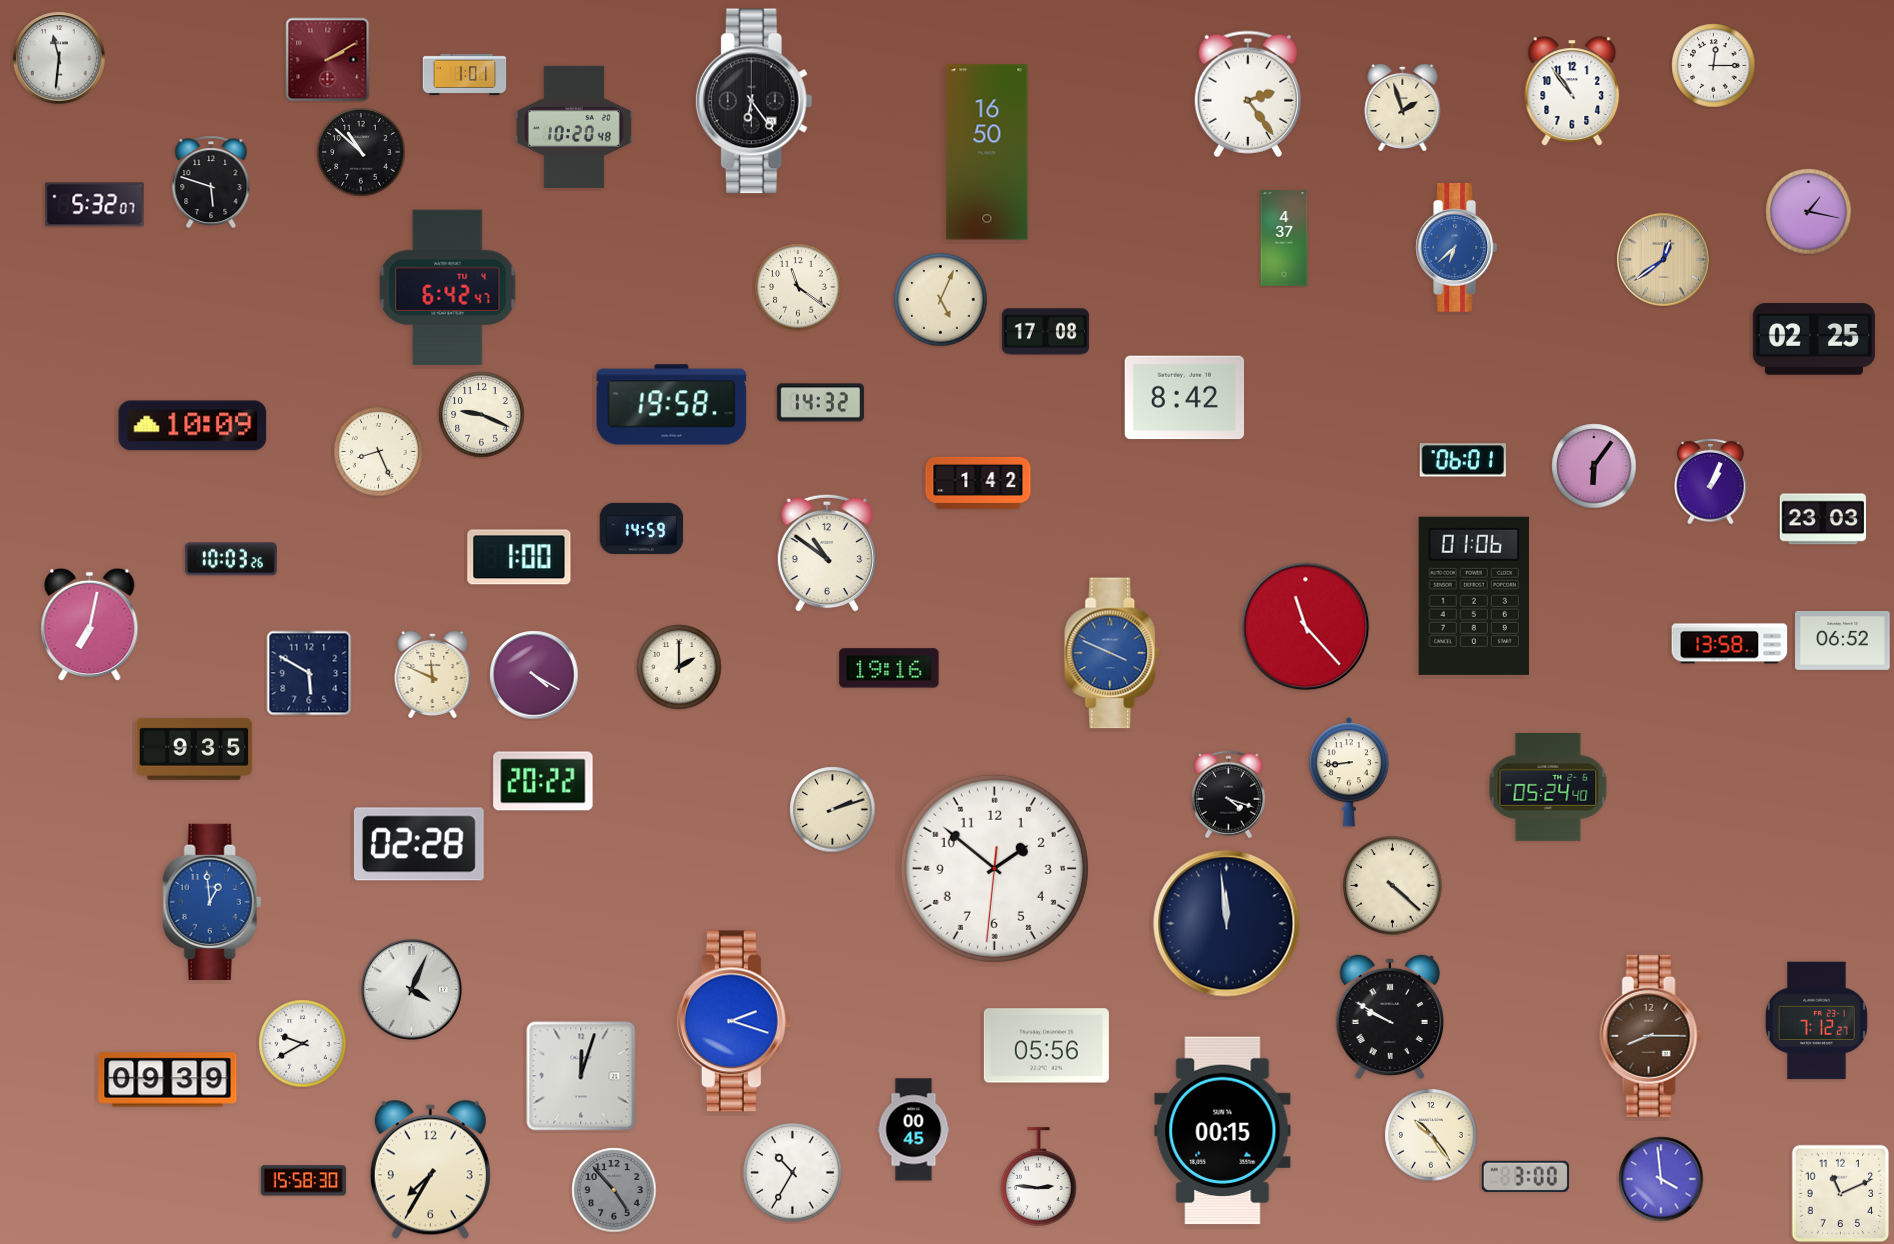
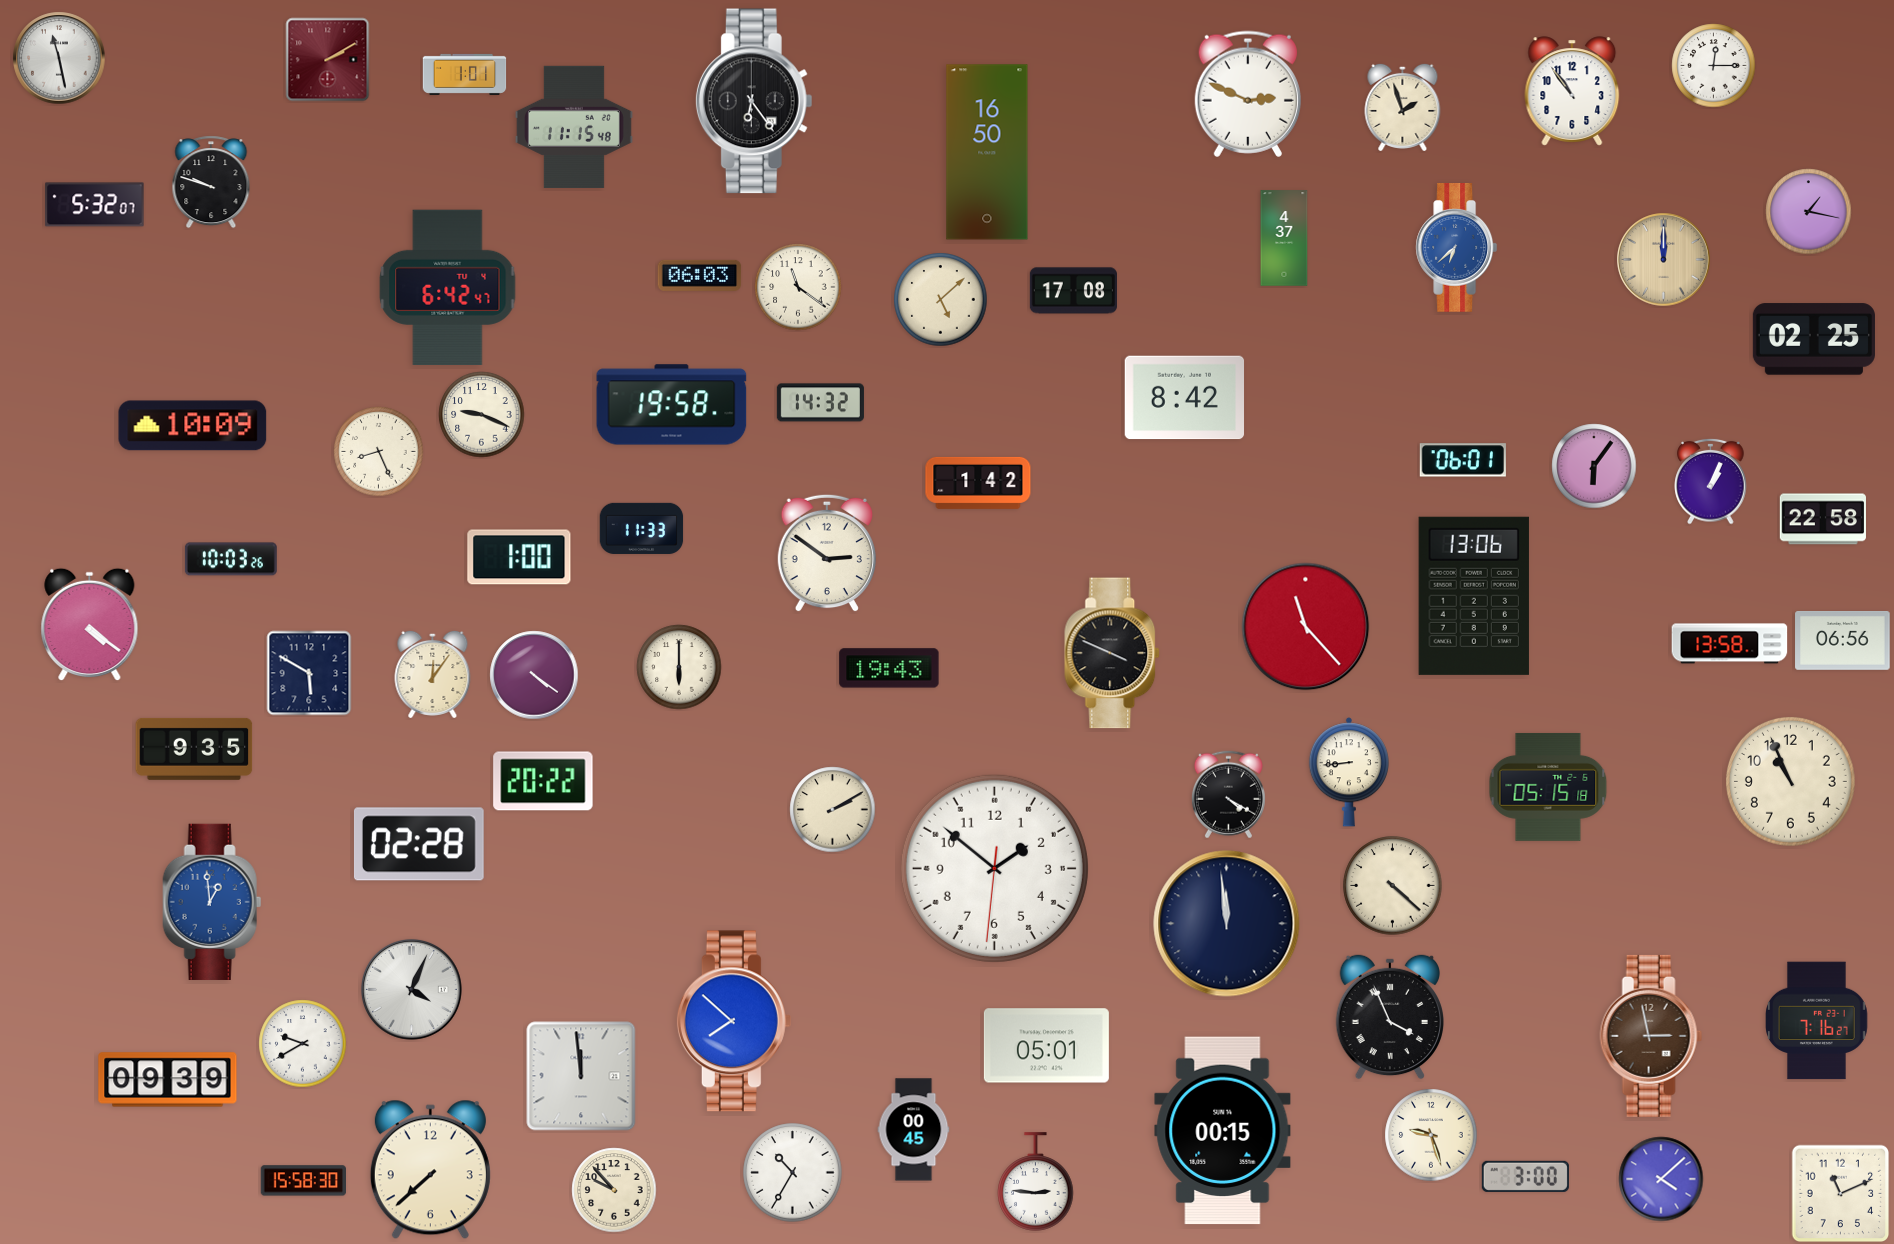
clock at (59, 58): 11:31 -> 11:28
clock at (1248, 94): 2:24 -> 2:49
clock at (574, 127): 10:20 -> 11:15
clock at (361, 152): 10:52 -> none
clock at (211, 182): 5:48 -> 9:48
clock at (1664, 260): 12:39 -> 12:00
clock at (700, 275): none -> 06:03
clock at (941, 300): 5:04 -> 5:08
clock at (1045, 332) position: (1045, 332) -> (1073, 291)
clock at (1823, 519): 23:03 -> 22:58
clock at (642, 528): 14:59 -> 11:33
clock at (827, 553): 10:51 -> 2:51
clock at (1474, 596): 01:06 -> 13:06
clock at (90, 625): 7:02 -> 4:21
clock at (1843, 640): 06:52 -> 06:56
clock at (1113, 653) dial: blue -> black
clock at (679, 667): 2:00 -> 6:00
clock at (889, 668): 19:16 -> 19:43
clock at (433, 674): 11:49 -> 12:06
clock at (534, 675): 4:20 -> 4:21
clock at (1790, 781): none -> 10:56
clock at (1548, 787): 05:24 -> 05:15
clock at (1228, 795): 4:18 -> 4:20
clock at (833, 810): 2:12 -> 2:10
clock at (1390, 1017): 9:50 -> 3:56
clock at (734, 1021): 2:18 -> 7:52
clock at (1817, 1021): 7:12 -> 7:16
clock at (1651, 1036): 8:15 -> 2:58
clock at (1046, 1046): 05:56 -> 05:01
clock at (581, 1076): 12:03 -> 11:59
clock at (1431, 1135): 10:24 -> 9:27
clock at (430, 1170): 7:35 -> 7:38
clock at (1039, 1177) position: (1039, 1177) -> (1036, 1182)
clock at (1661, 1179): 3:59 -> 4:08
clock at (614, 1190): 4:53 -> 9:53
clock at (614, 1190) dial: grey -> cream
